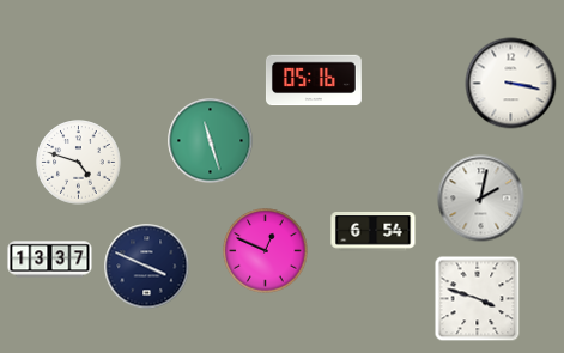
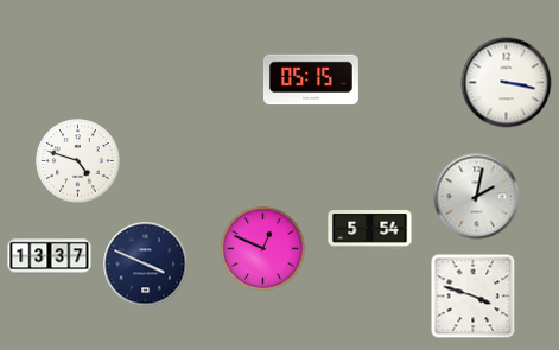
clock at (314, 80): 05:16 -> 05:15
clock at (211, 141): 11:27 -> none
clock at (374, 232): 6:54 -> 5:54
